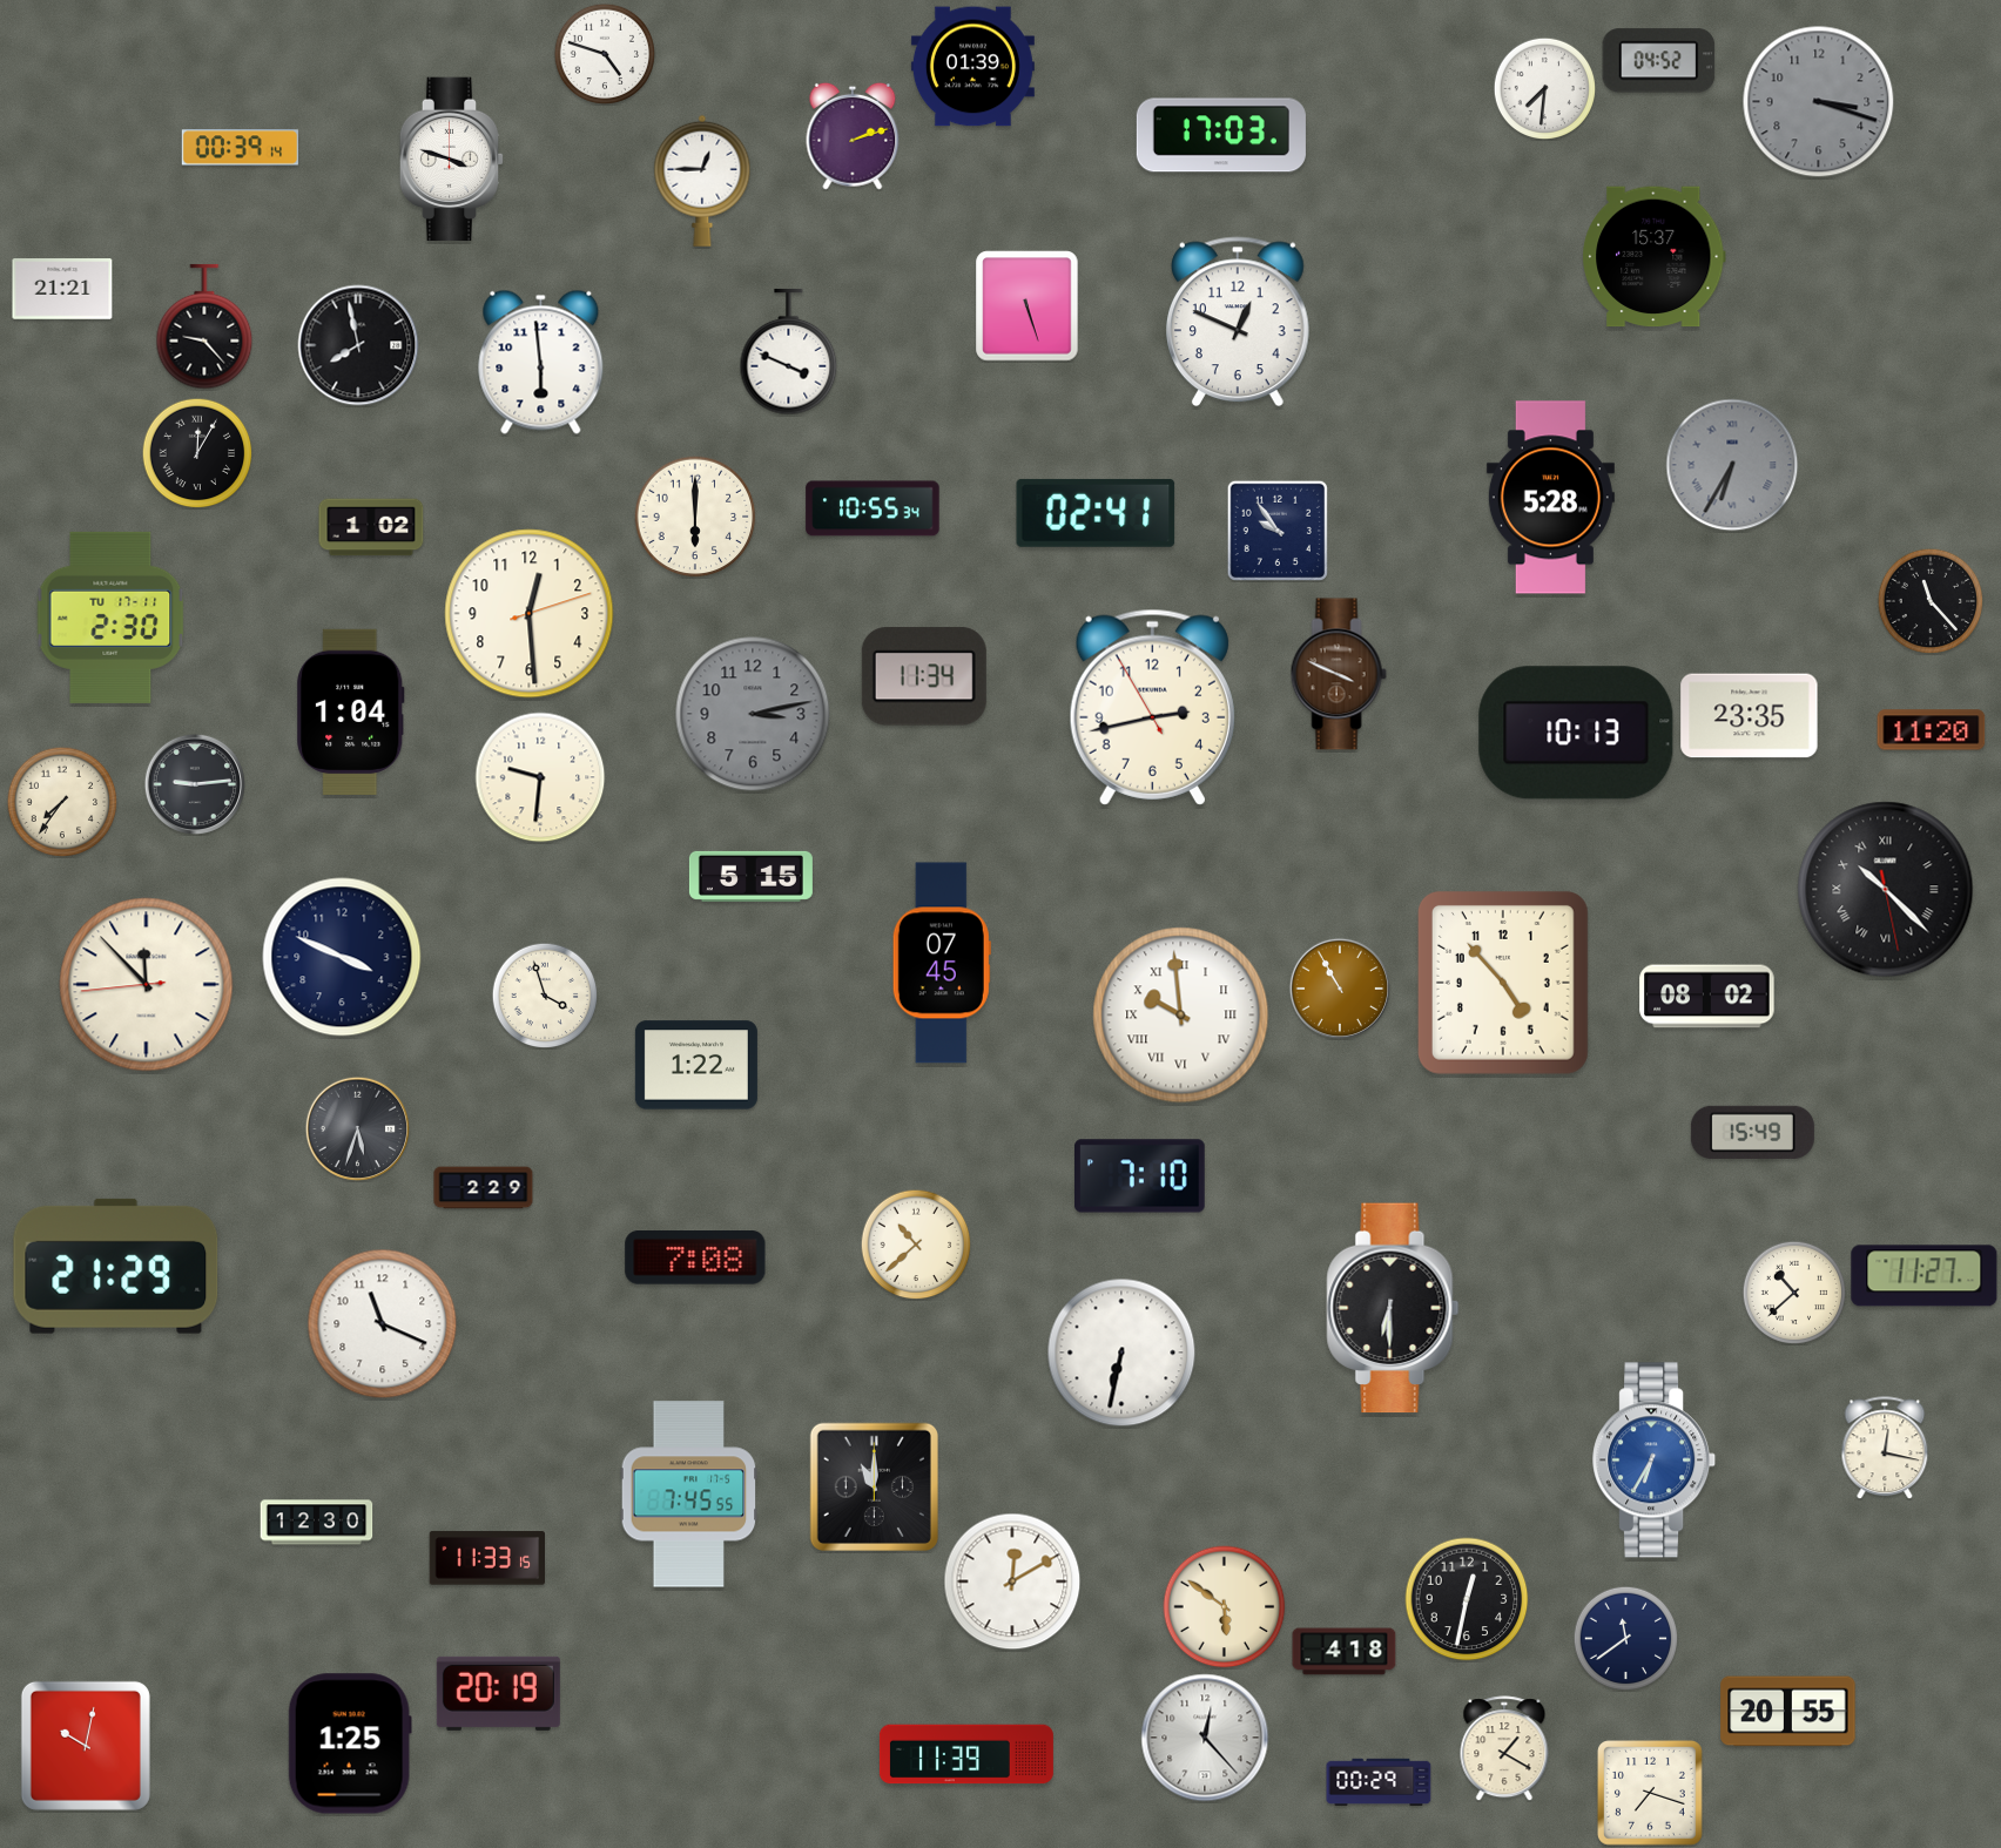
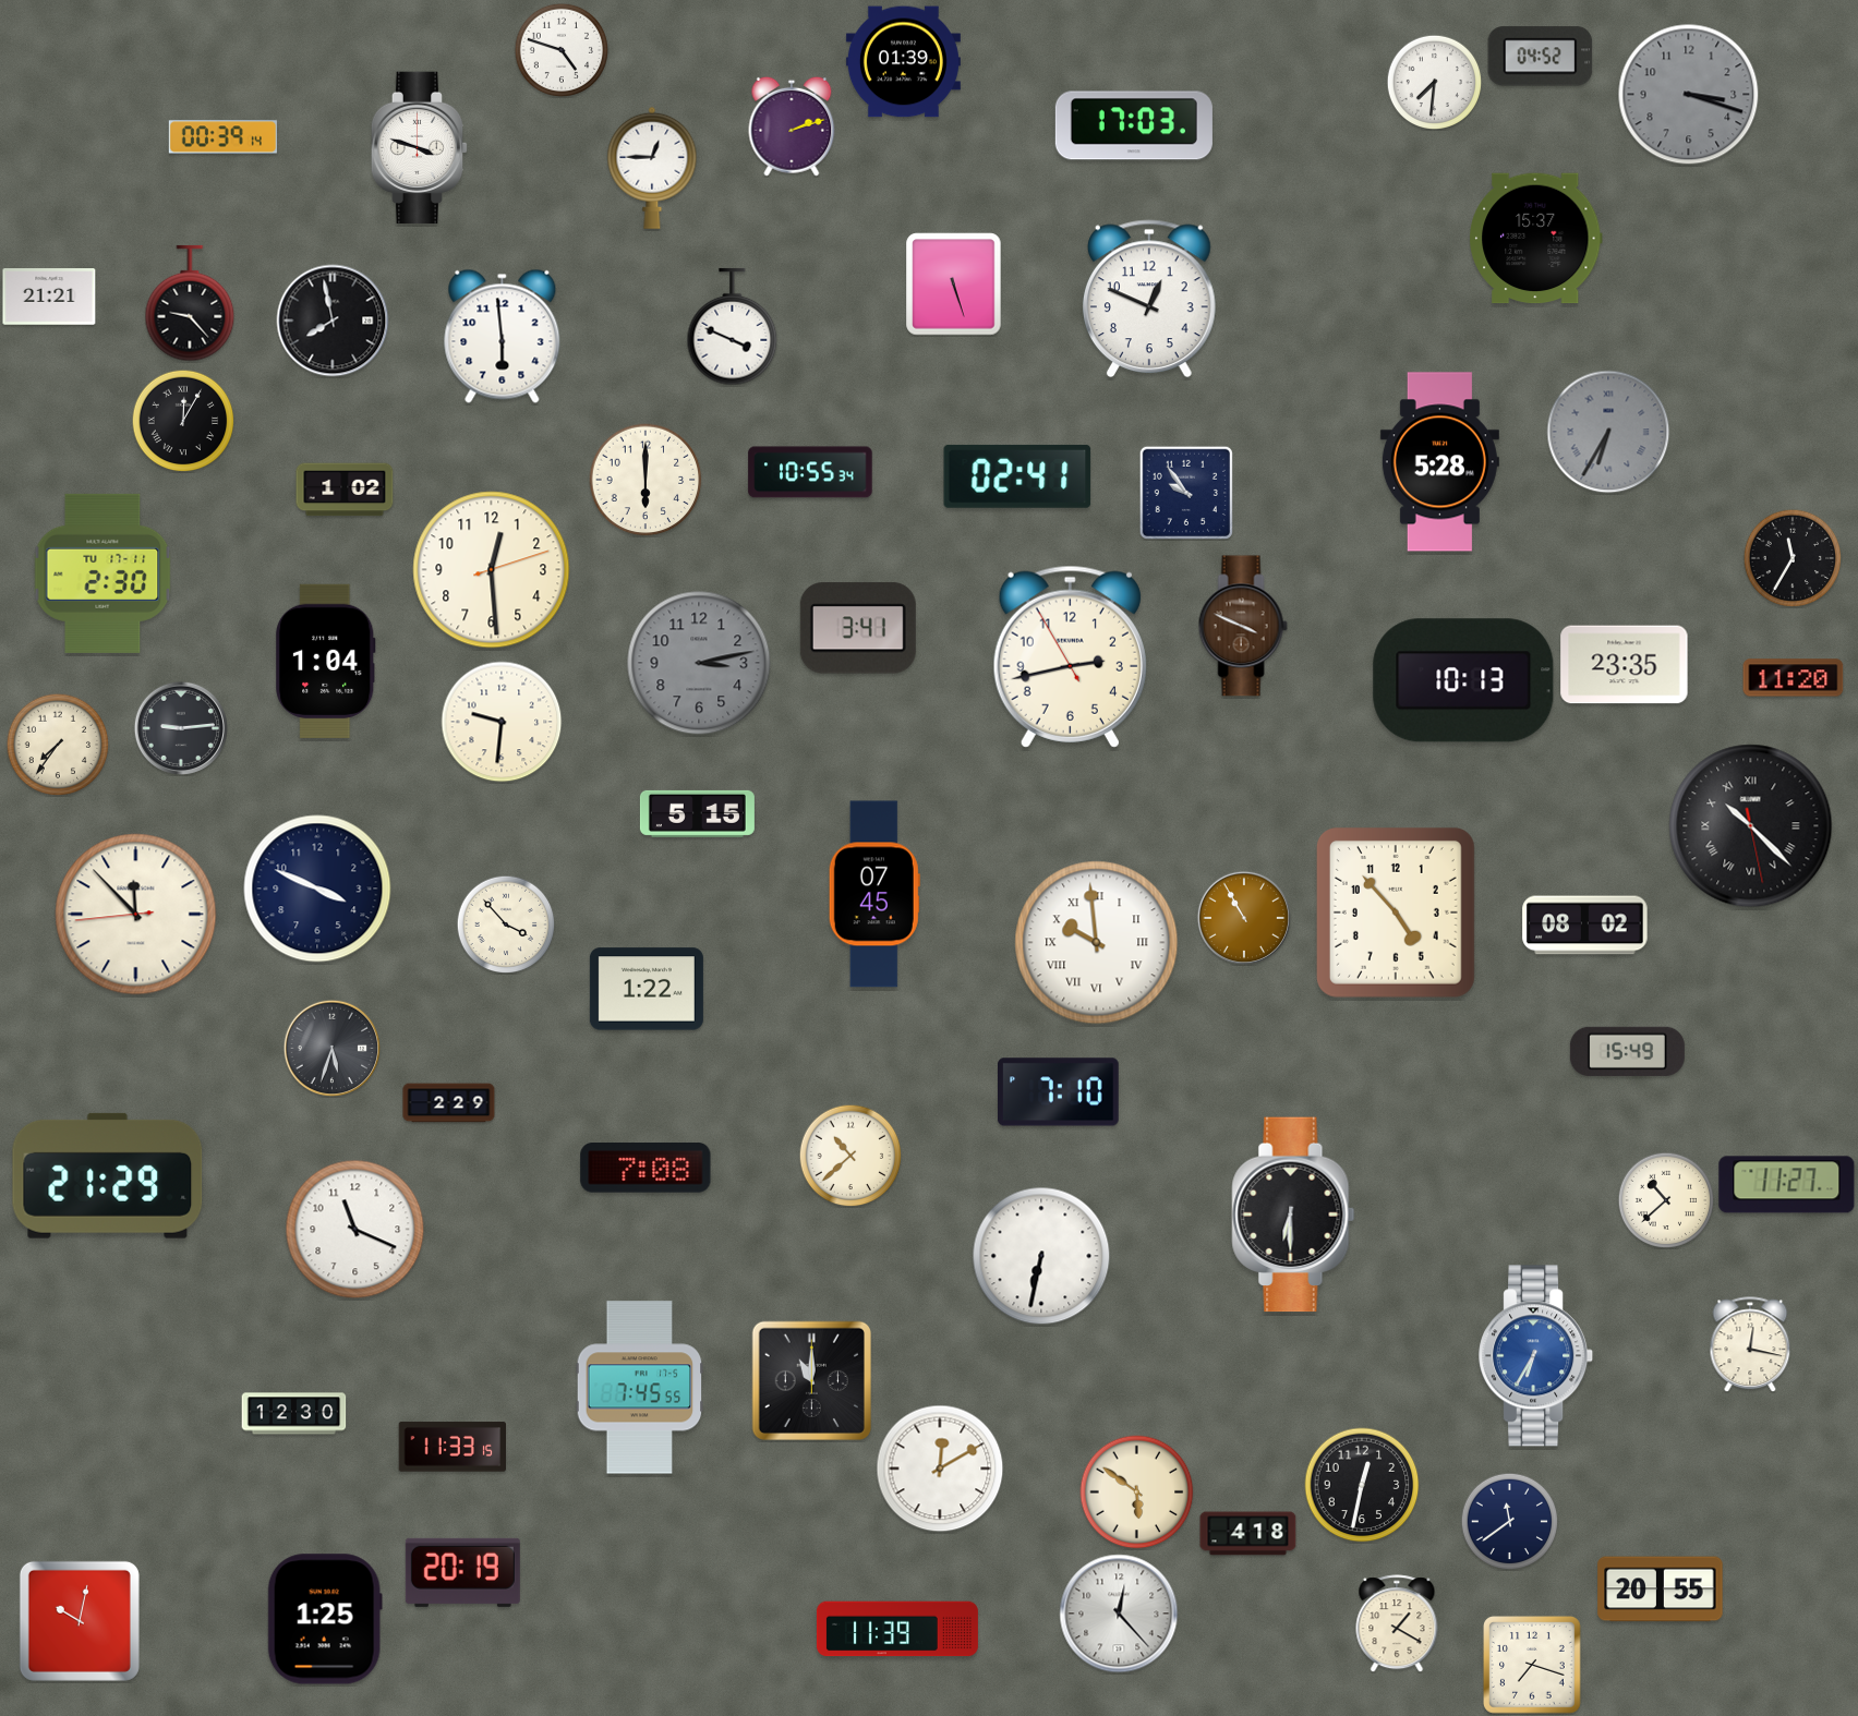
clock at (62, 289) position: (62, 289) -> (49, 297)
clock at (1931, 601): 11:23 -> 11:35
clock at (924, 676): 11:34 -> 3:41
clock at (545, 996): 3:57 -> 3:53
clock at (1379, 1782): 00:29 -> none
